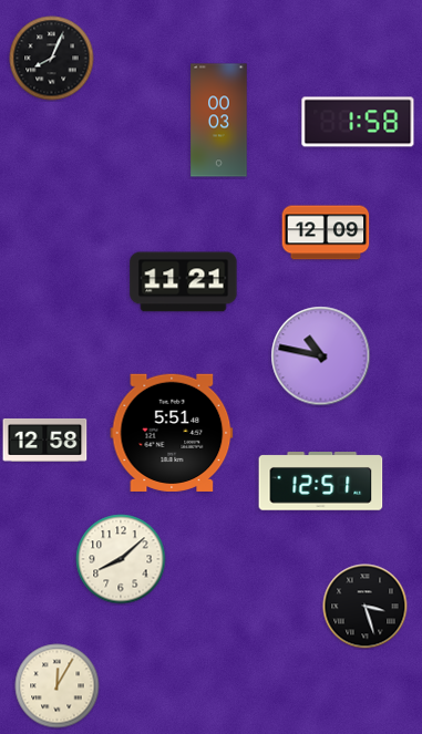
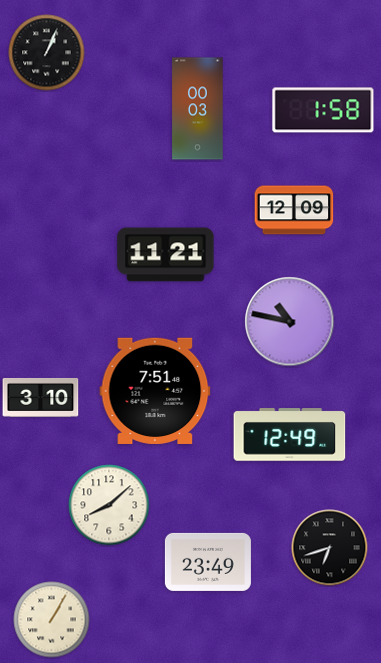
clock at (52, 59): 8:04 -> 1:04
clock at (172, 433): 5:51 -> 7:51
clock at (45, 440): 12:58 -> 3:10
clock at (321, 482): 12:51 -> 12:49
clock at (366, 607): 3:27 -> 6:42
clock at (208, 562): none -> 23:49
clock at (58, 686): 12:05 -> 1:05
